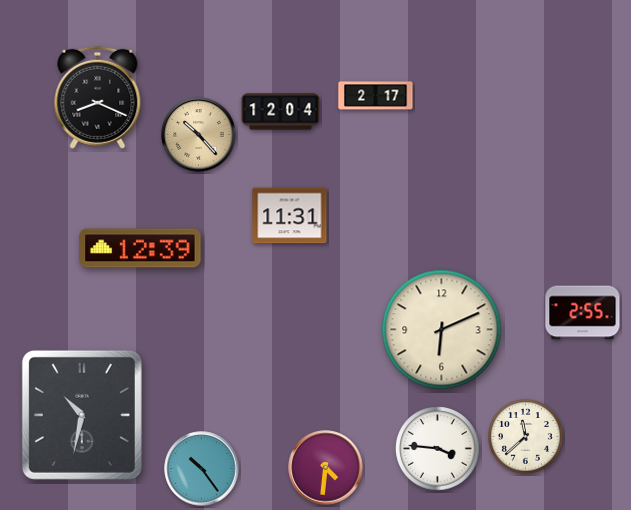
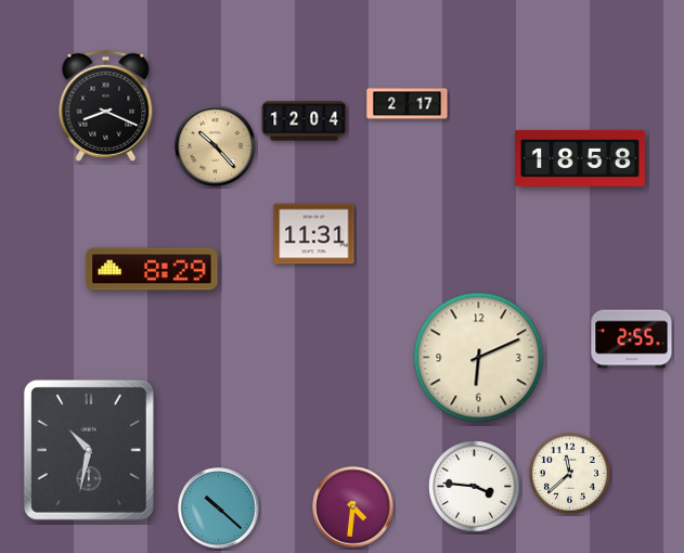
clock at (580, 158): none -> 18:58
clock at (140, 248): 12:39 -> 8:29
clock at (202, 469): 10:24 -> 10:22
